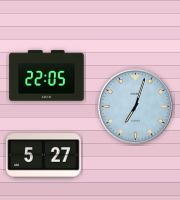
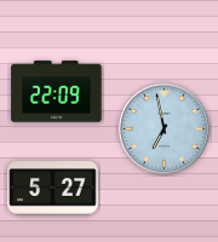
clock at (47, 76): 22:05 -> 22:09
clock at (135, 106): 7:03 -> 6:58
